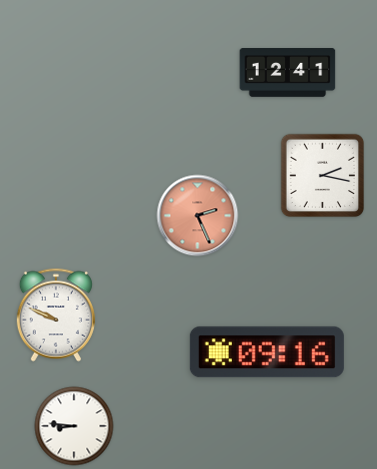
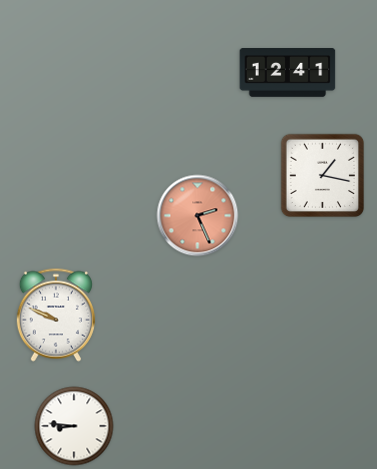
clock at (323, 176): 2:17 -> 1:17
clock at (267, 352): 09:16 -> none
